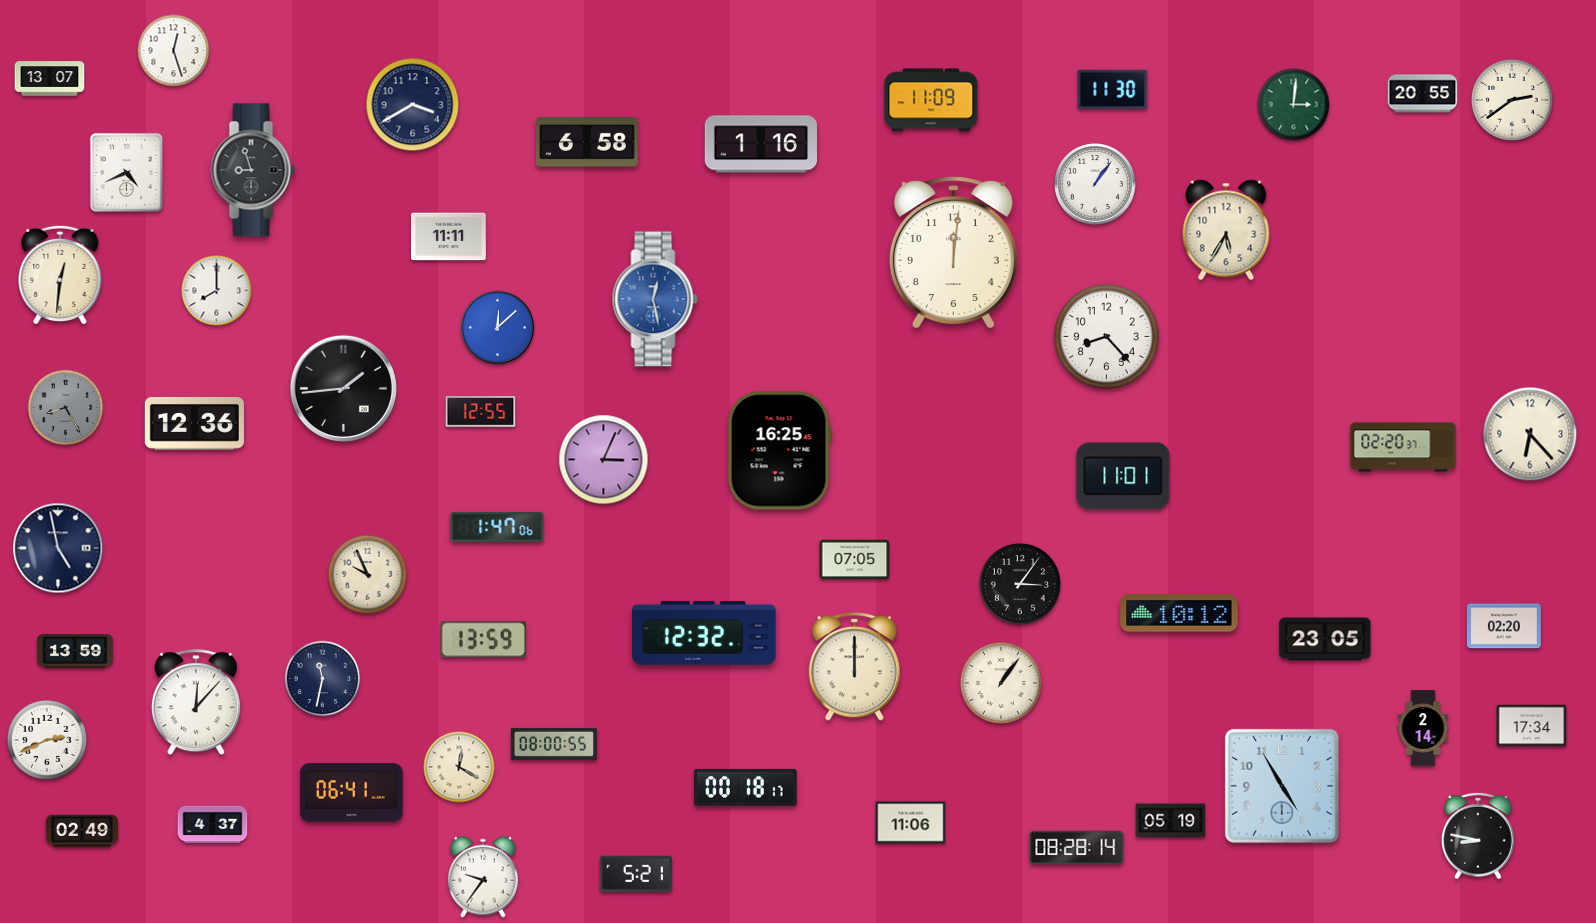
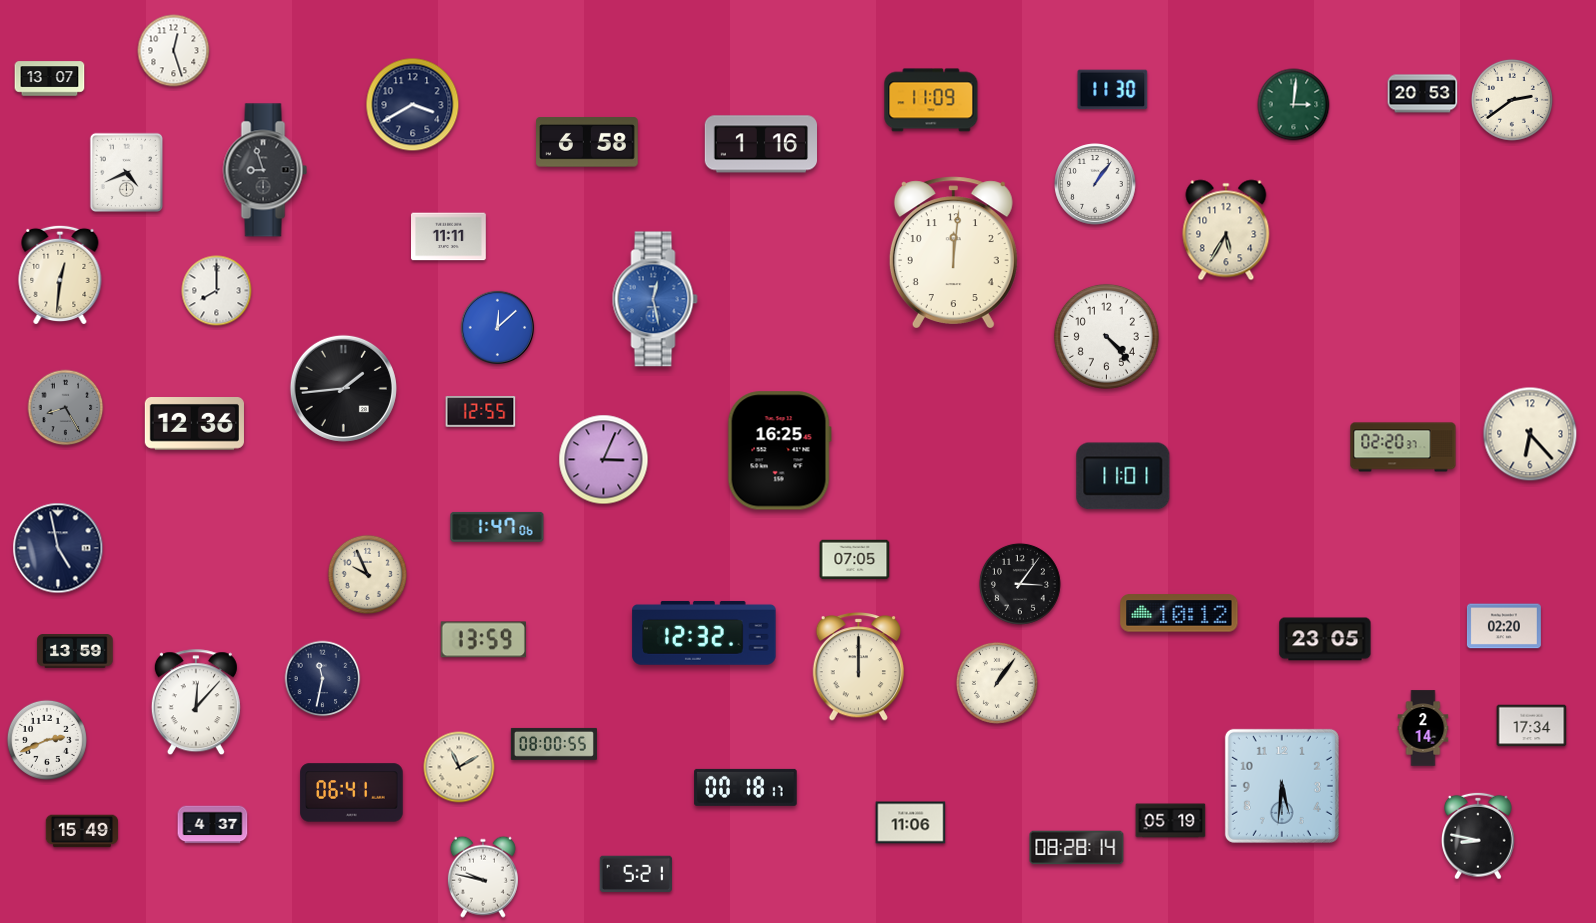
clock at (1423, 94): 20:55 -> 20:53
clock at (253, 170) position: (253, 170) -> (265, 170)
clock at (1106, 336): 8:23 -> 4:23
clock at (854, 667) position: (854, 667) -> (858, 667)
clock at (1001, 683) position: (1001, 683) -> (997, 683)
clock at (459, 767): 12:20 -> 11:10
clock at (1282, 786): 4:55 -> 5:31
clock at (82, 831): 02:49 -> 15:49
clock at (483, 877): 9:36 -> 9:47
